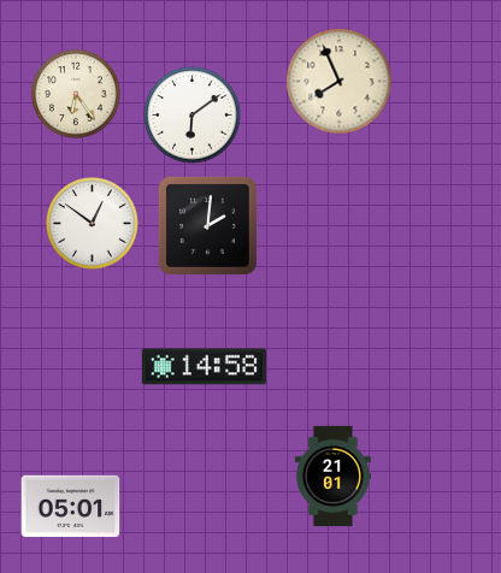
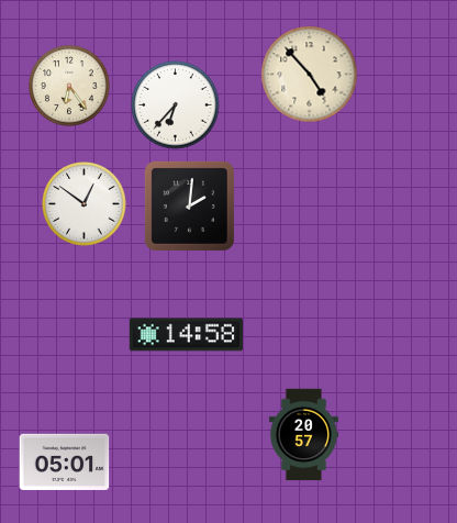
clock at (340, 82): 7:56 -> 4:53
clock at (193, 116): 6:09 -> 6:37
clock at (332, 477): 21:01 -> 20:57
